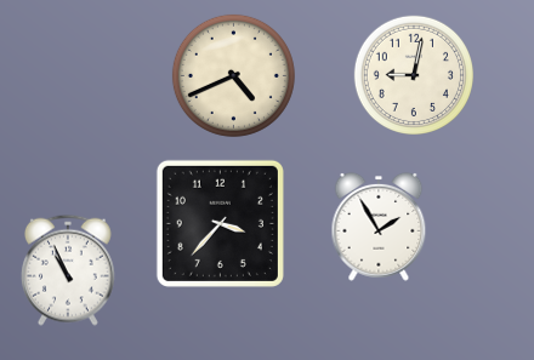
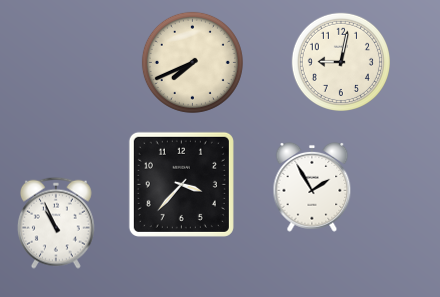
clock at (233, 75): 4:41 -> 7:41
